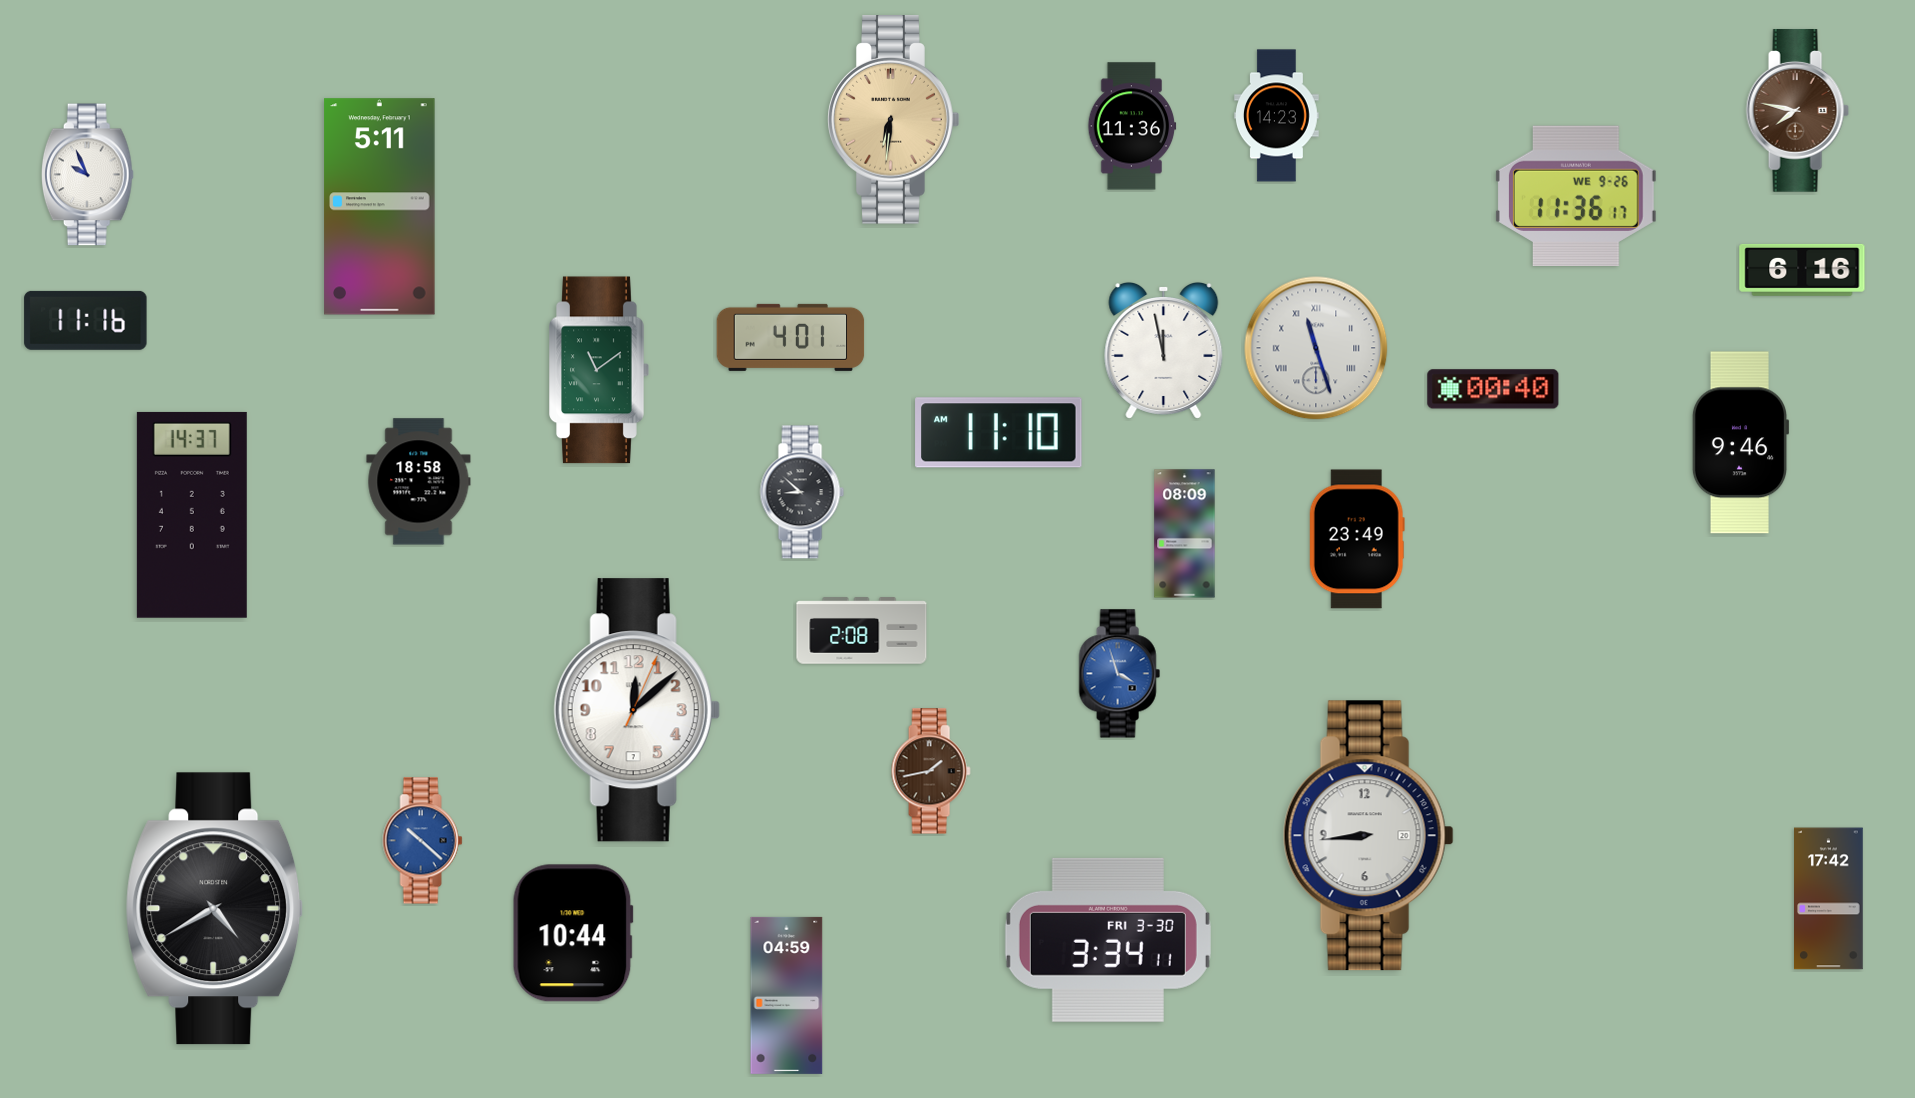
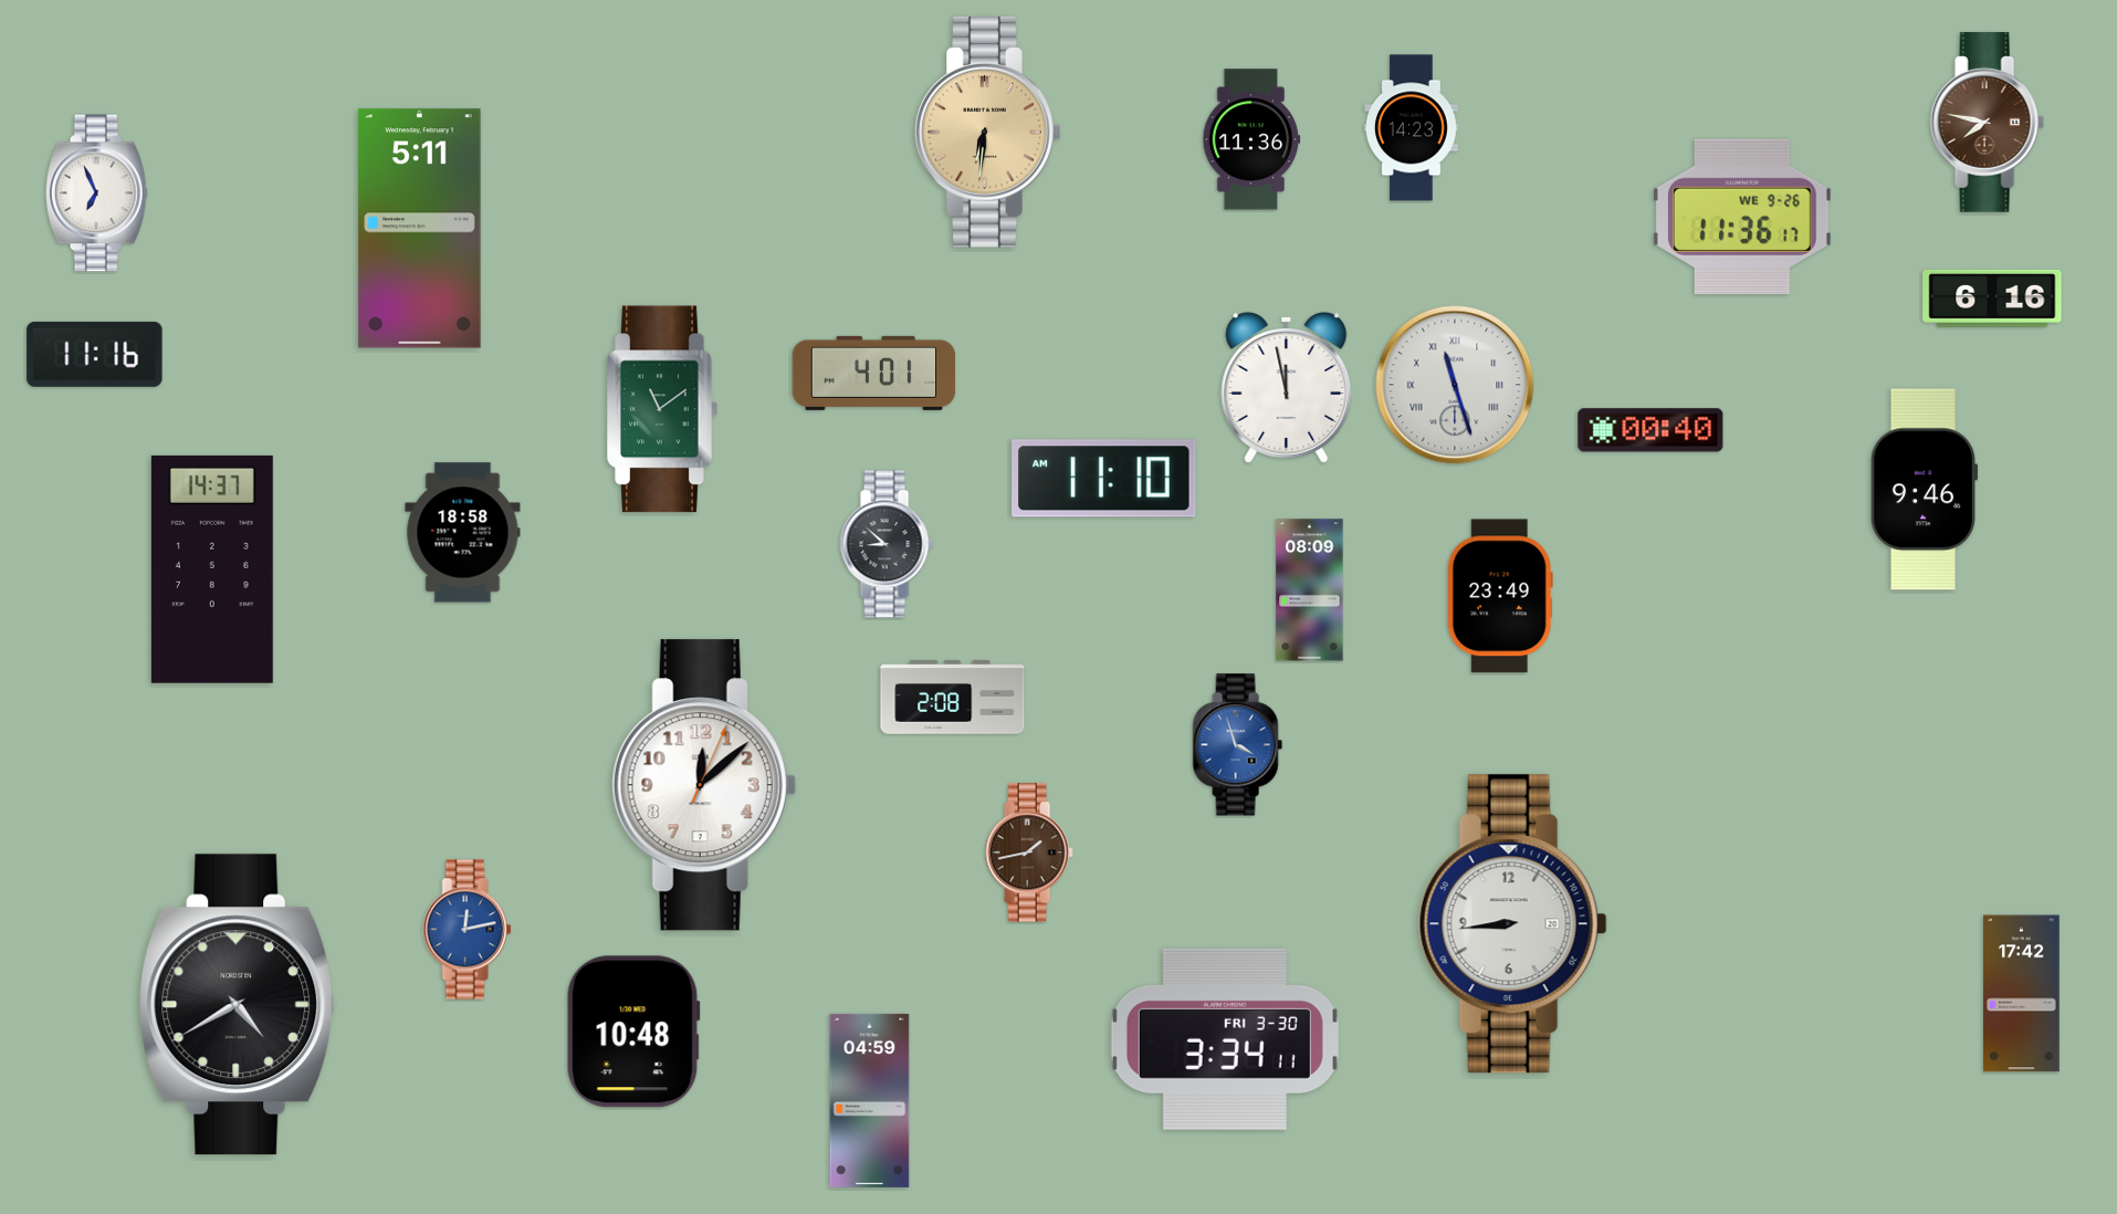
clock at (87, 175): 9:56 -> 6:56
clock at (423, 841): 10:22 -> 12:13
clock at (573, 933): 10:44 -> 10:48
